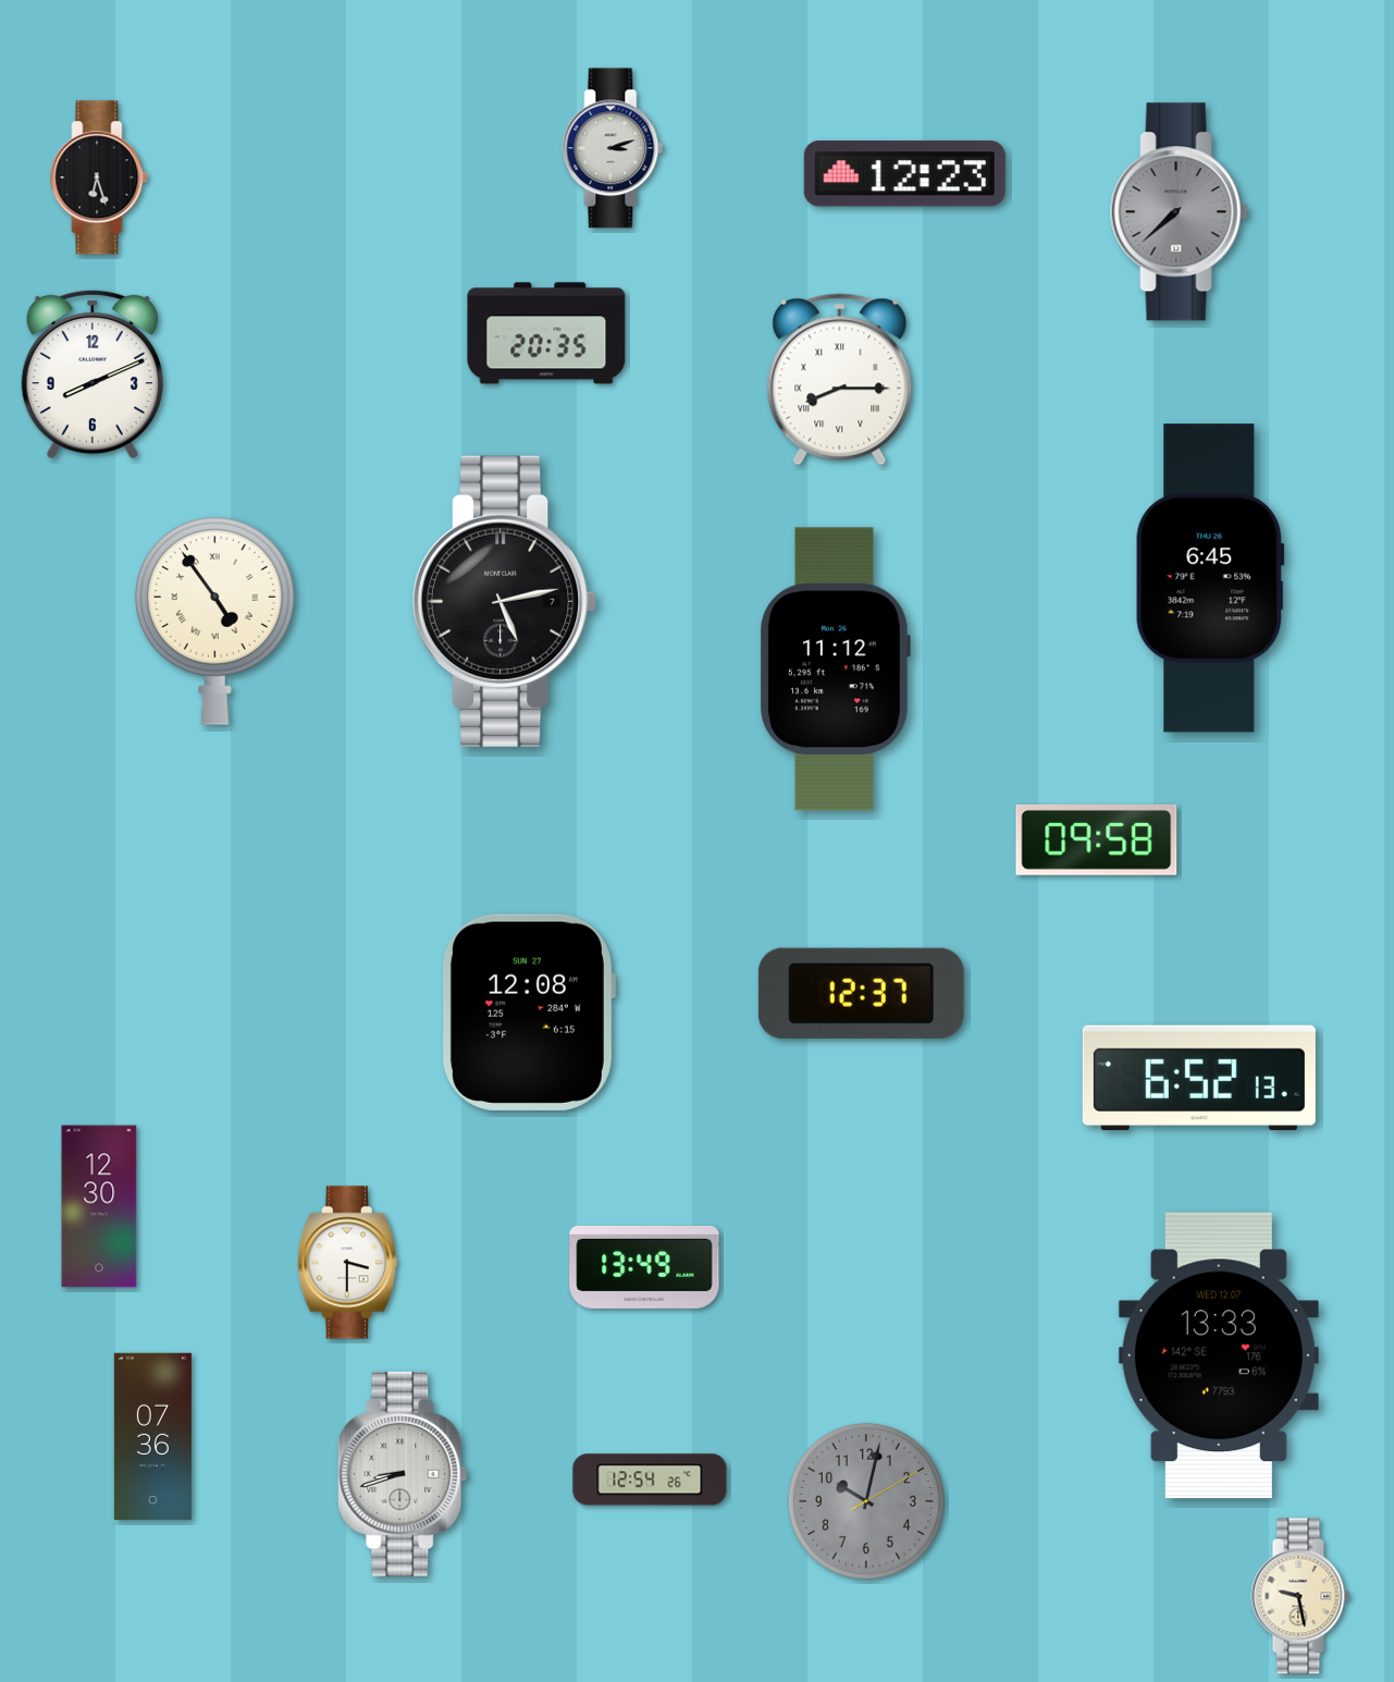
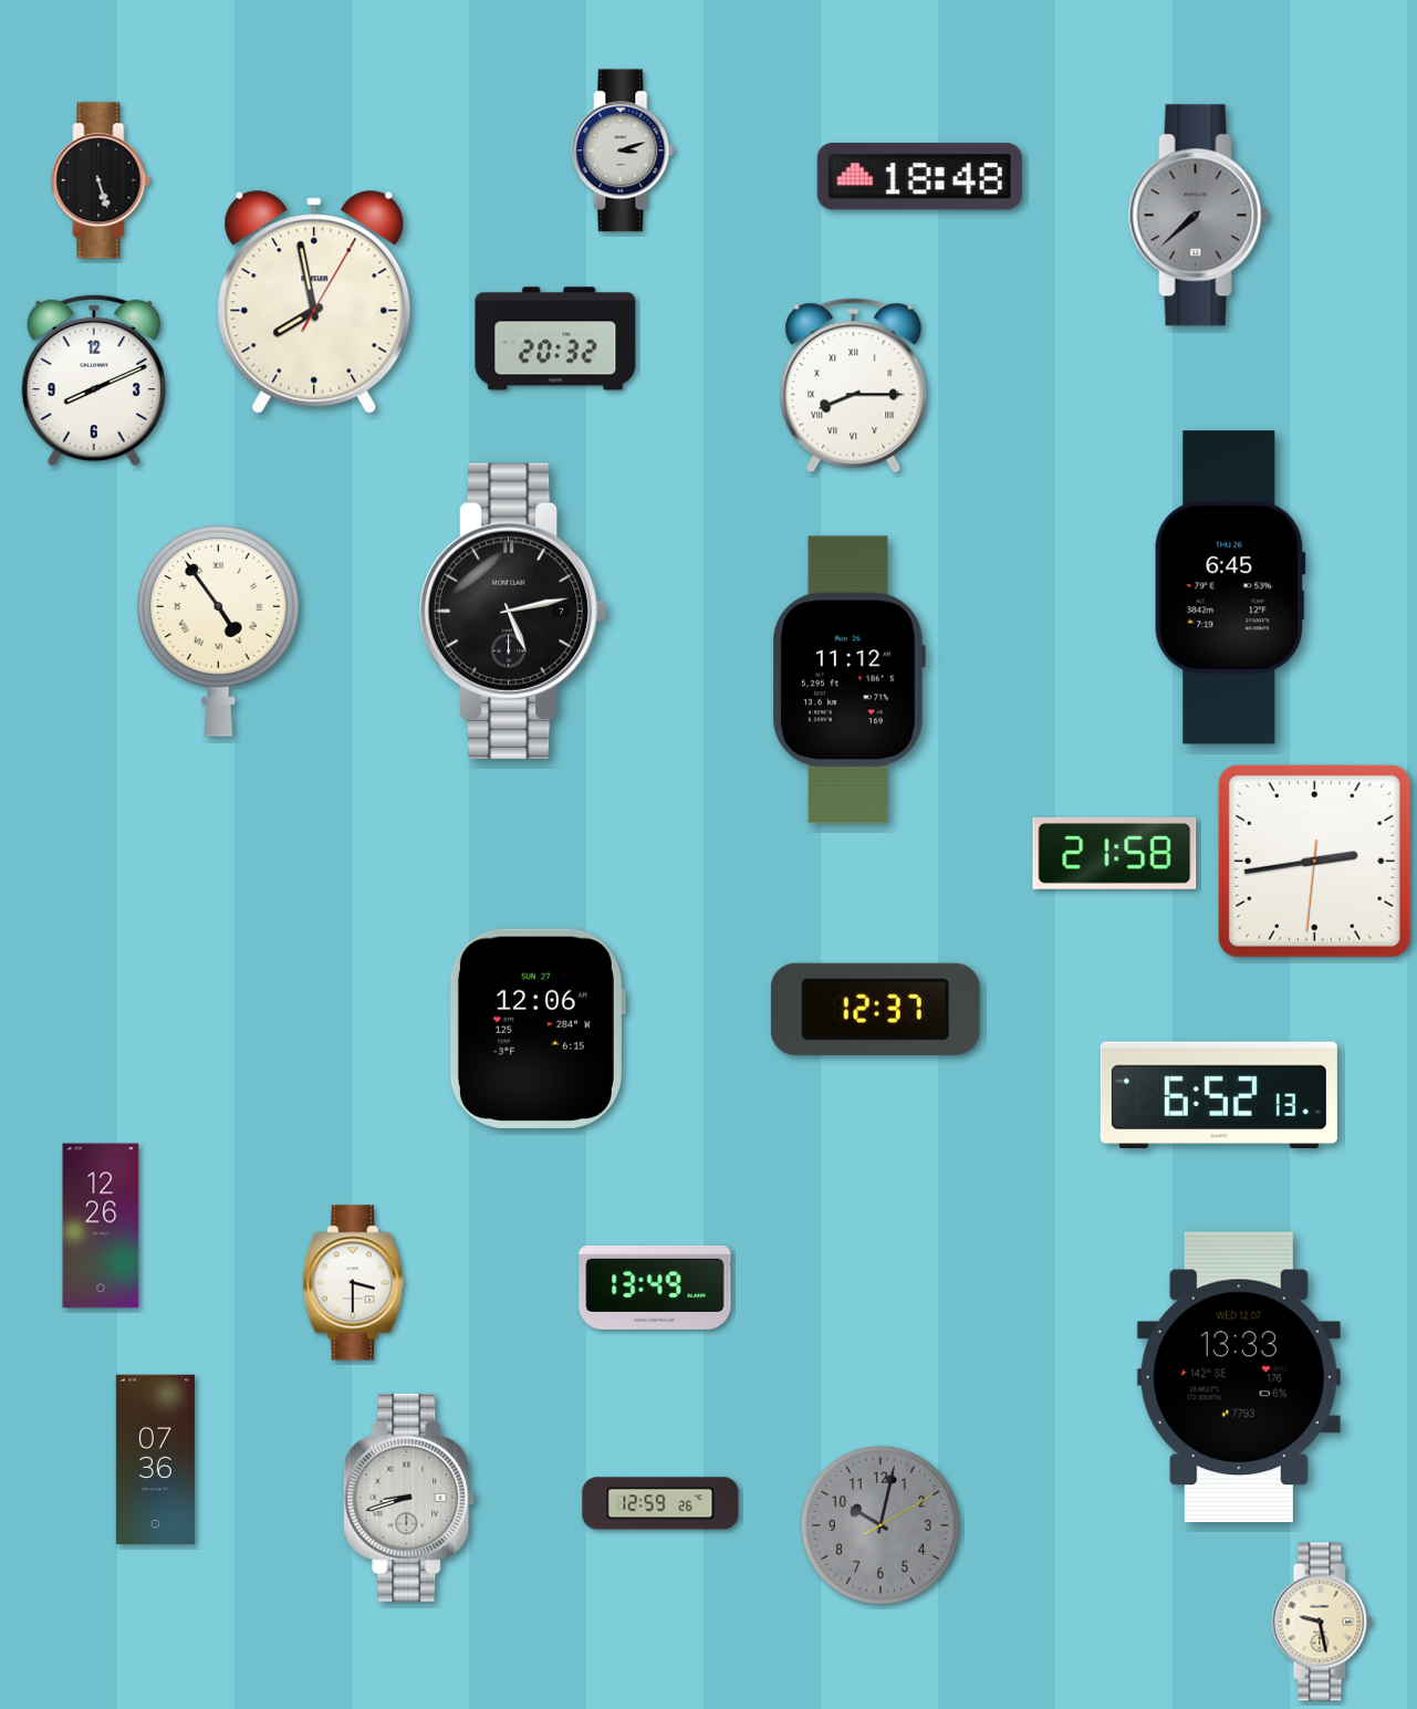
clock at (904, 174): 12:23 -> 18:48
clock at (99, 177): 6:27 -> 5:27
clock at (314, 302): none -> 7:58
clock at (546, 333): 20:35 -> 20:32
clock at (1097, 839): 09:58 -> 21:58
clock at (1314, 861): none -> 2:43
clock at (528, 1012): 12:08 -> 12:06
clock at (99, 1206): 12:30 -> 12:26
clock at (650, 1480): 12:54 -> 12:59
